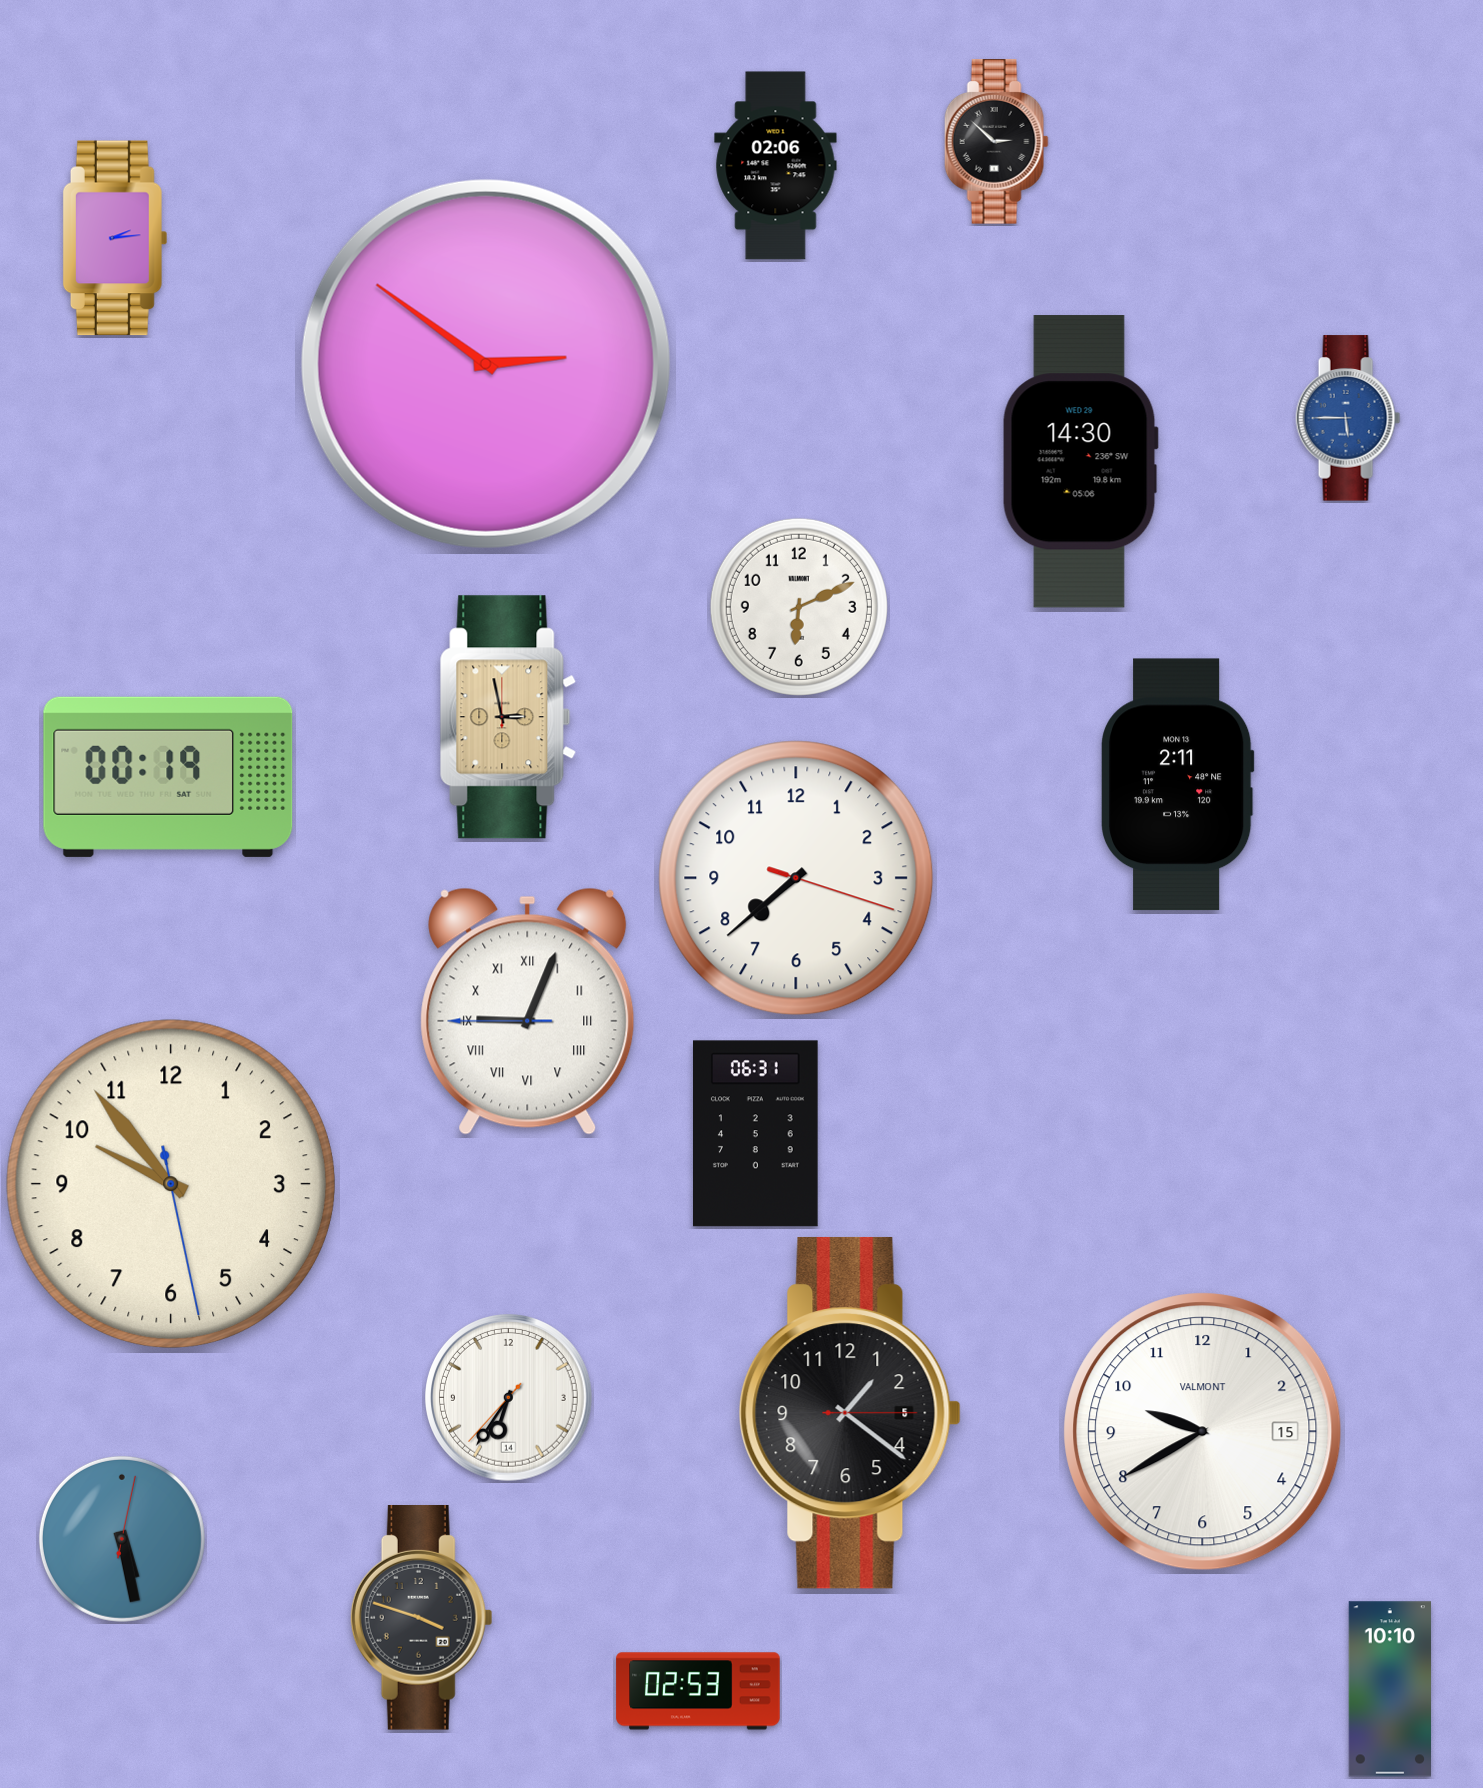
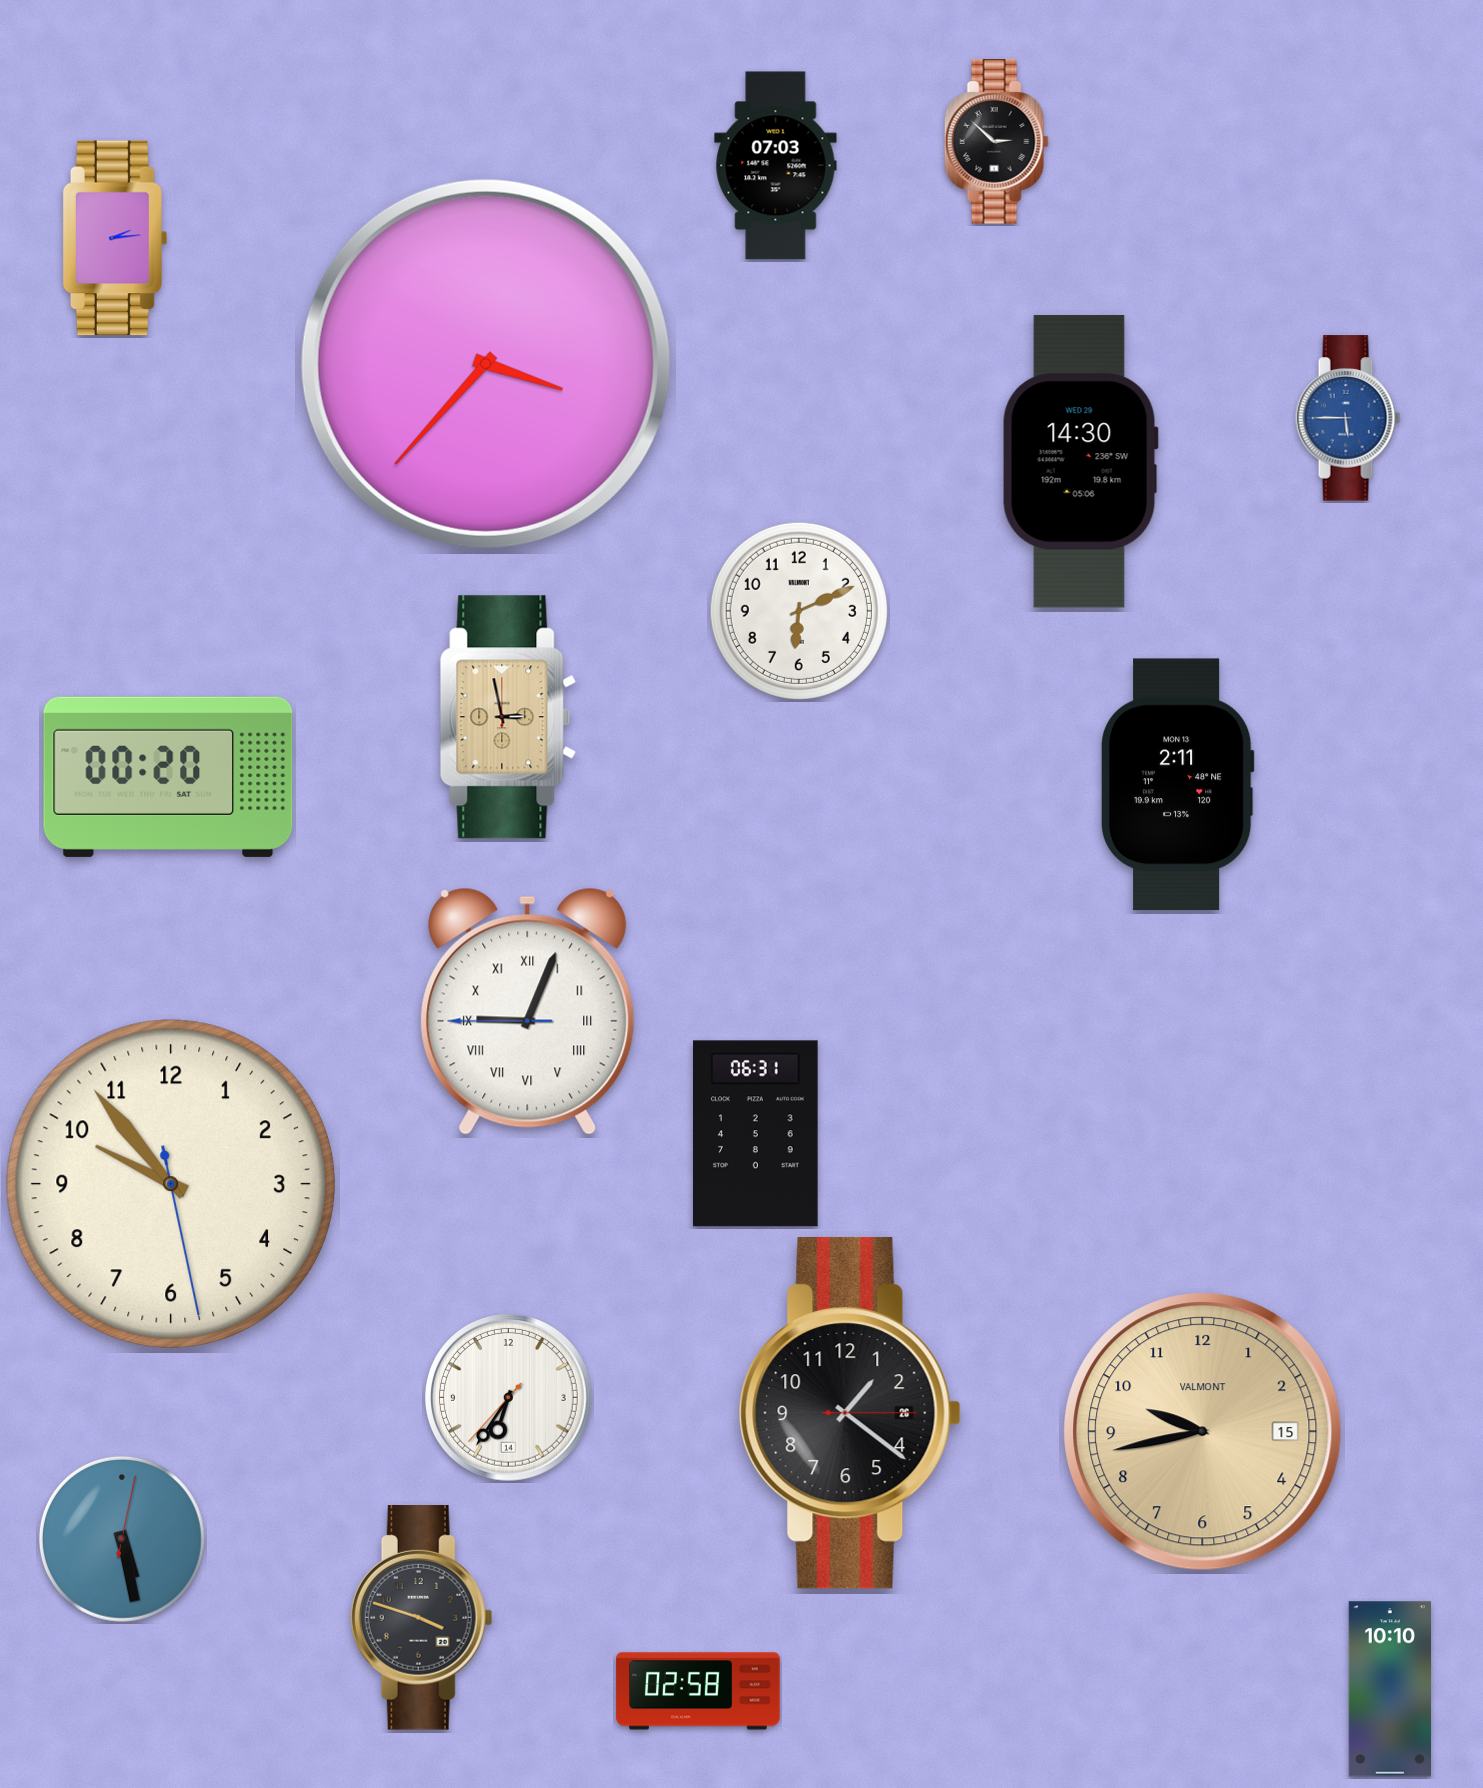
clock at (776, 166): 02:06 -> 07:03
clock at (486, 364): 2:51 -> 3:37
clock at (799, 607) position: (799, 607) -> (799, 611)
clock at (168, 777): 00:19 -> 00:20
clock at (796, 878): 7:38 -> none
clock at (850, 1413) date: 5 -> 26
clock at (1203, 1432): 9:40 -> 9:43
clock at (1203, 1432) dial: white -> champagne
clock at (698, 1691): 02:53 -> 02:58
